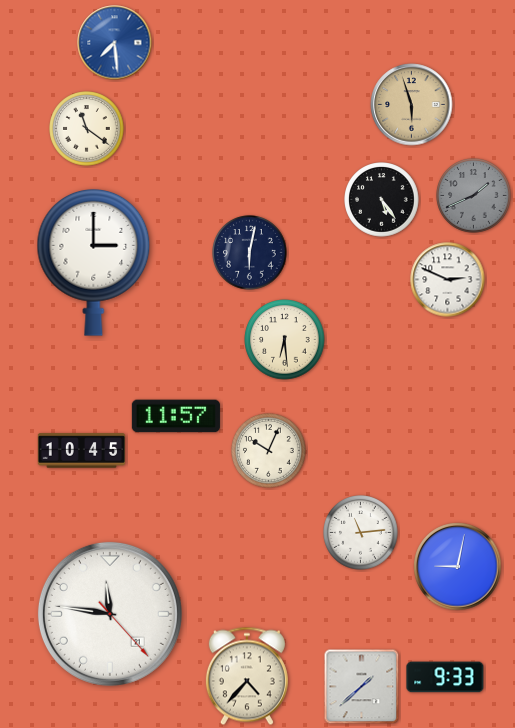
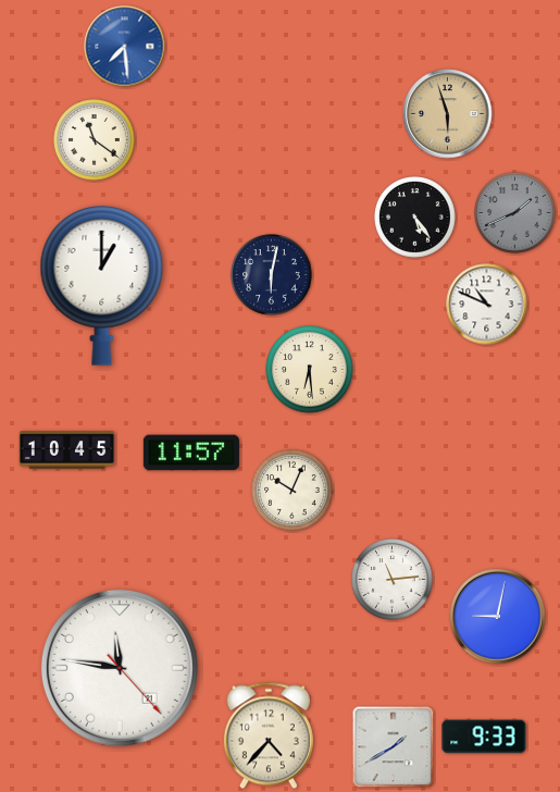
clock at (94, 262): 3:00 -> 1:00
clock at (448, 280): 2:49 -> 10:49
clock at (81, 451) position: (81, 451) -> (66, 450)
clock at (362, 687): 1:38 -> 1:40
